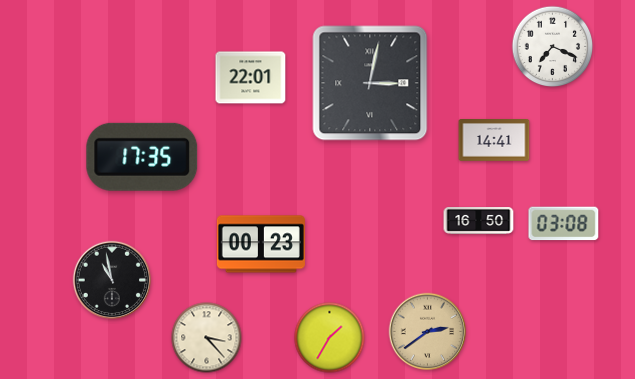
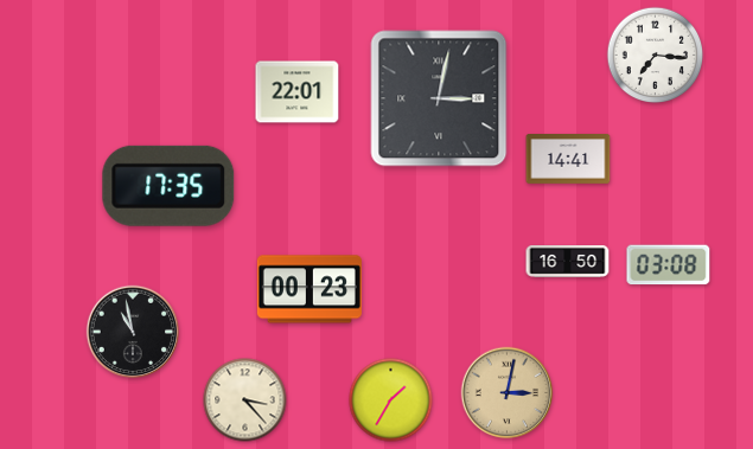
clock at (553, 47): 7:19 -> 7:16
clock at (494, 141) position: (494, 141) -> (568, 160)
clock at (428, 332): 2:39 -> 3:02
